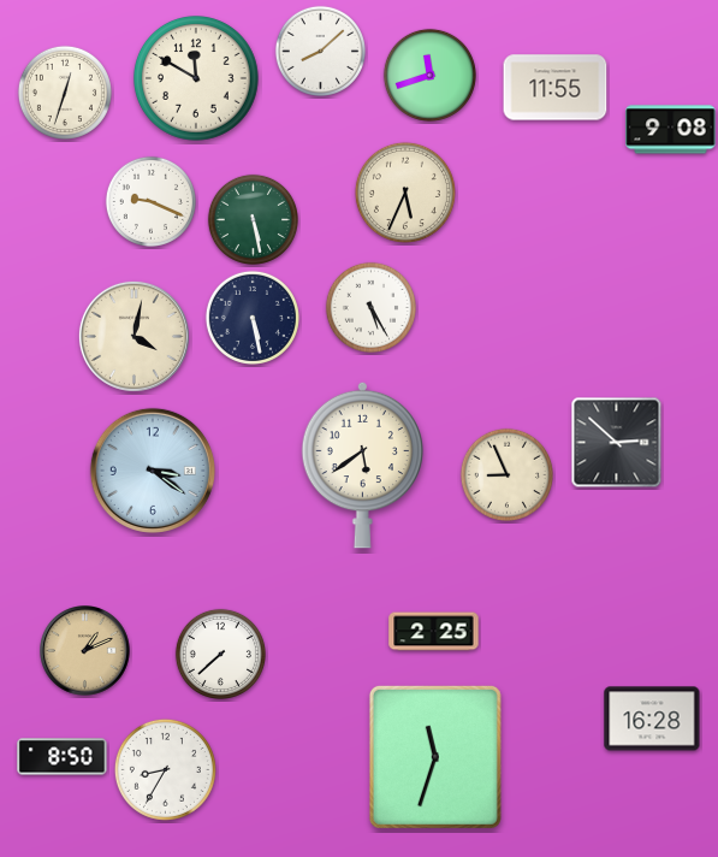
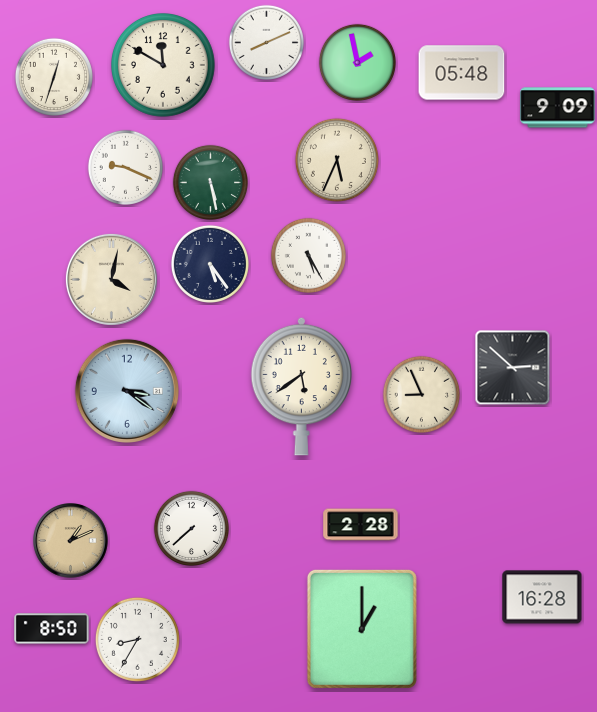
clock at (320, 51): 8:08 -> 8:11
clock at (429, 75): 11:42 -> 1:58
clock at (556, 88): 11:55 -> 05:48
clock at (671, 130): 9:08 -> 9:09
clock at (253, 318): 5:28 -> 5:24
clock at (434, 632): 2:25 -> 2:28
clock at (220, 654) position: (220, 654) -> (191, 528)
clock at (435, 757): 11:33 -> 1:00
